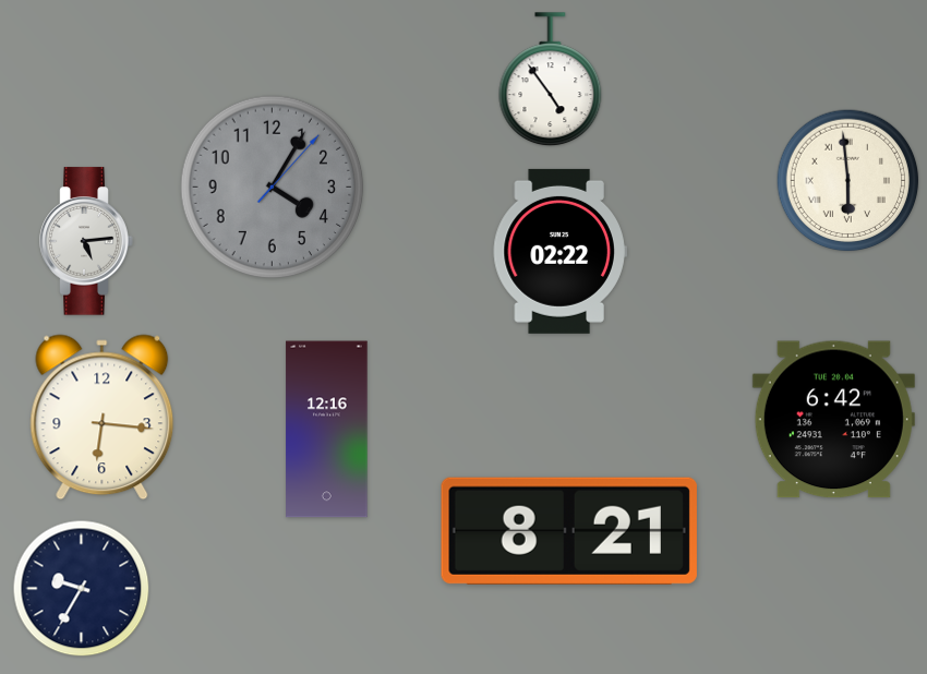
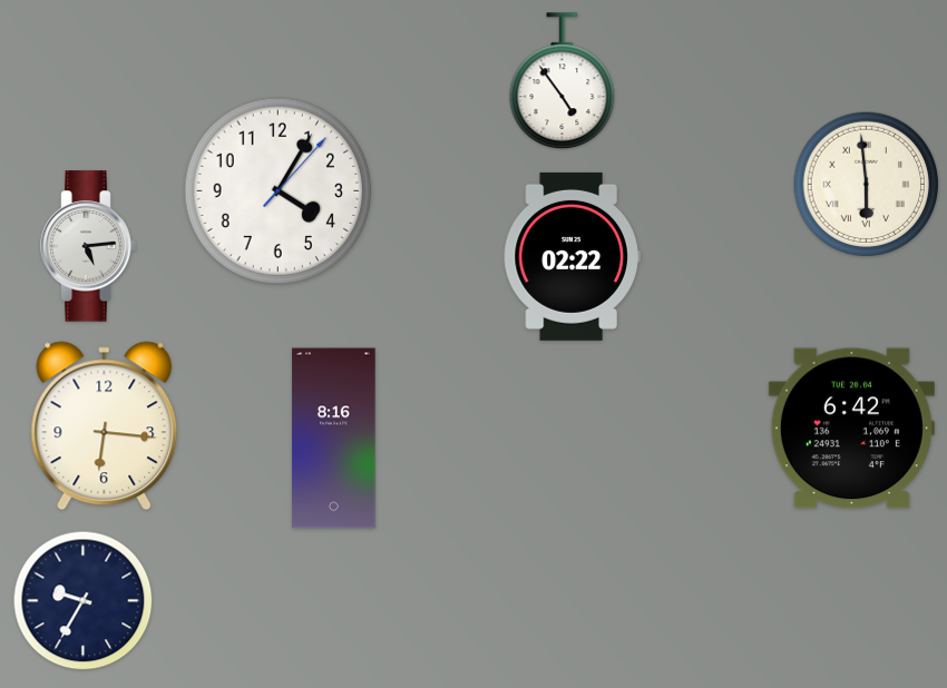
clock at (273, 188) dial: grey -> white
clock at (327, 430): 12:16 -> 8:16
clock at (569, 531): 8:21 -> none
